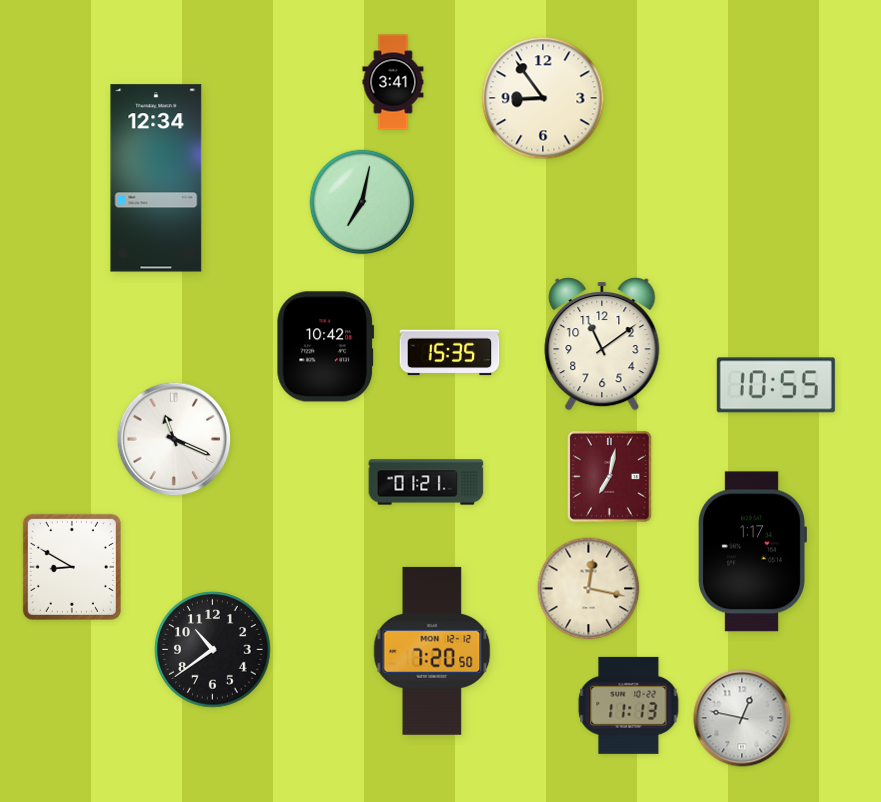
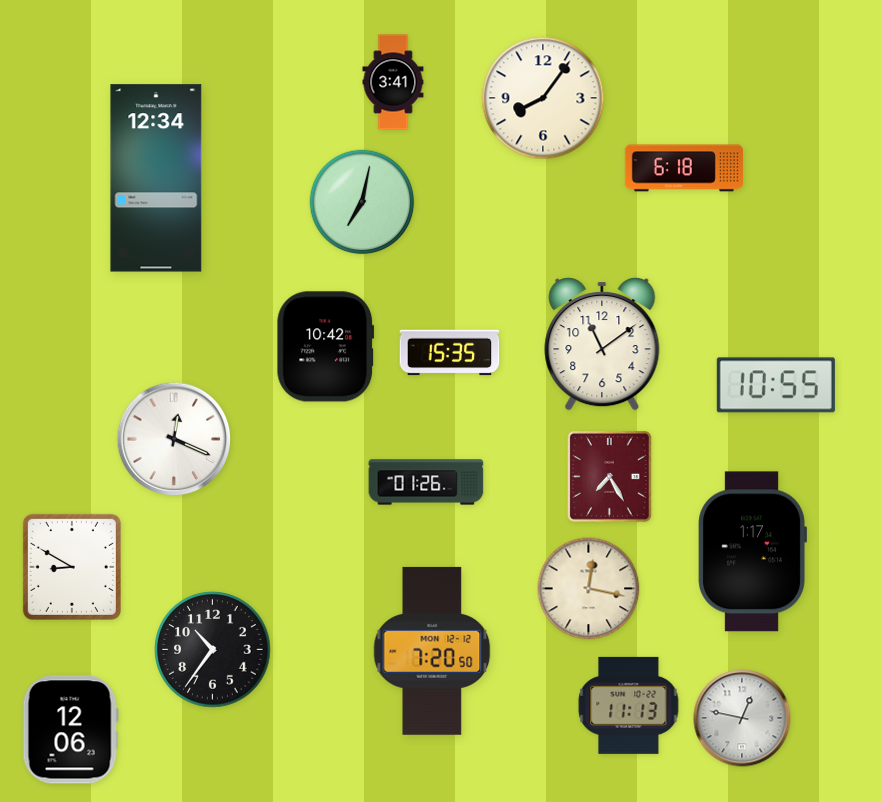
clock at (543, 98): 8:54 -> 8:06
clock at (684, 168): none -> 6:18
clock at (174, 439): 11:19 -> 12:19
clock at (609, 476): 7:02 -> 7:25
clock at (426, 482): 01:21 -> 01:26
clock at (213, 650): 10:39 -> 10:36
clock at (70, 730): none -> 12:06
